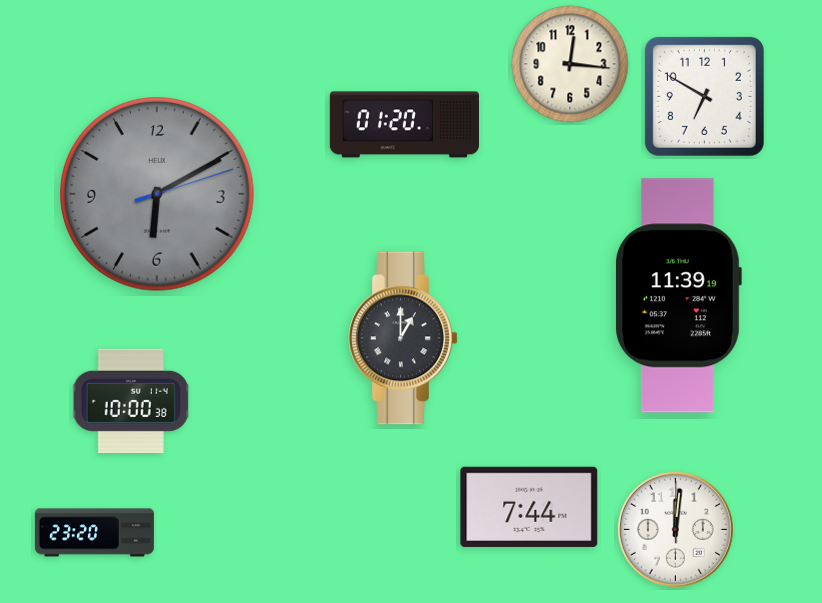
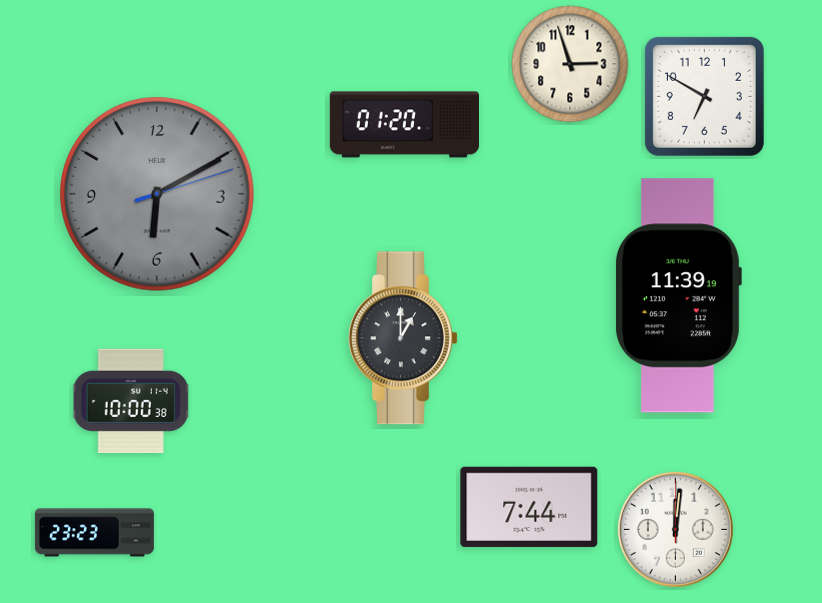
clock at (570, 64): 12:16 -> 2:57
clock at (94, 533): 23:20 -> 23:23
